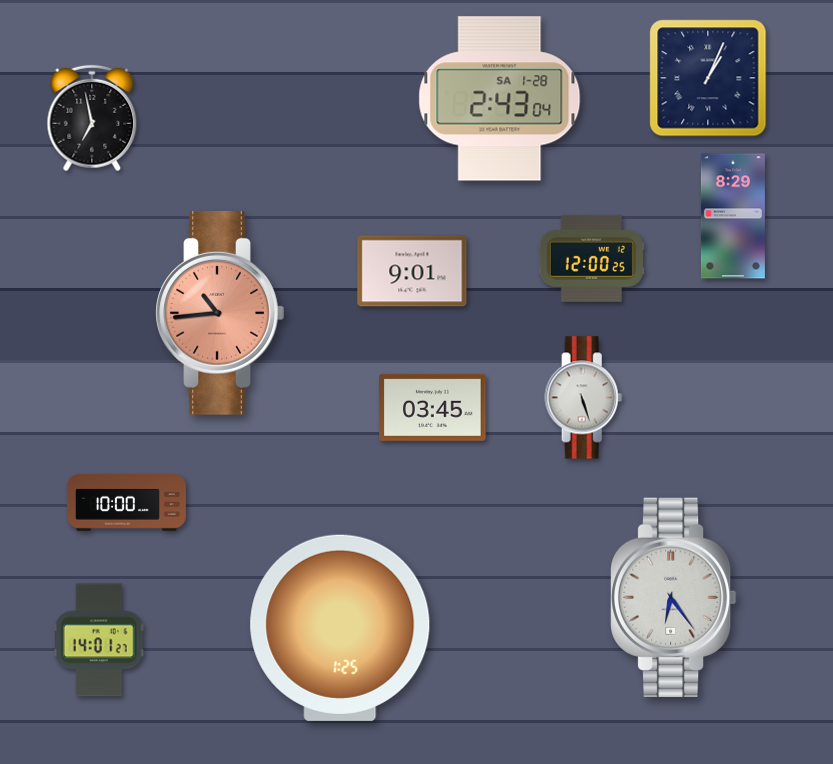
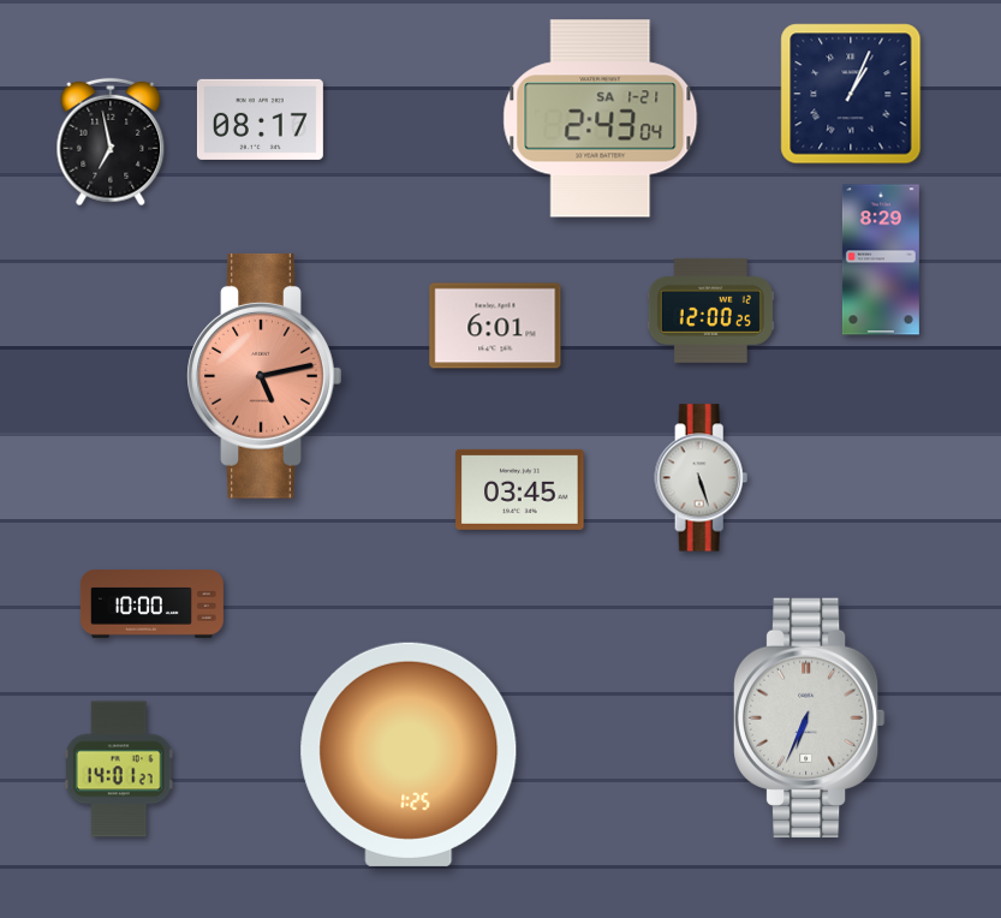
clock at (260, 119): none -> 08:17
clock at (500, 99) date: SA 1-28 -> SA 1-21
clock at (412, 271): 9:01 -> 6:01
clock at (220, 313): 10:44 -> 5:13
clock at (674, 597): 6:24 -> 6:34
